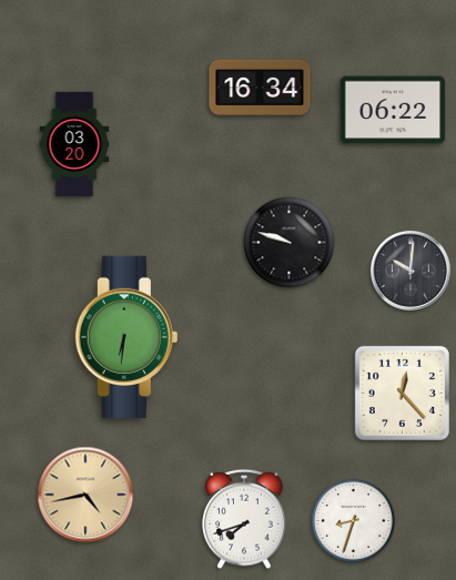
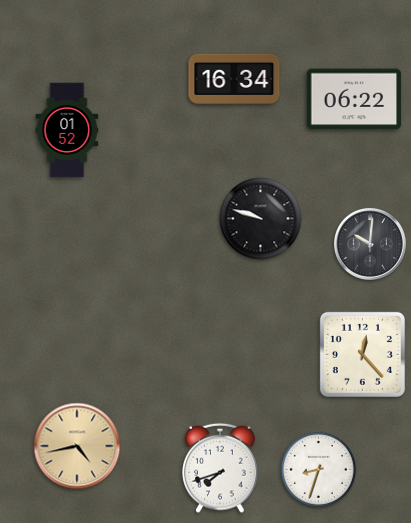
clock at (74, 144): 03:20 -> 01:52
clock at (126, 336): 6:31 -> none
